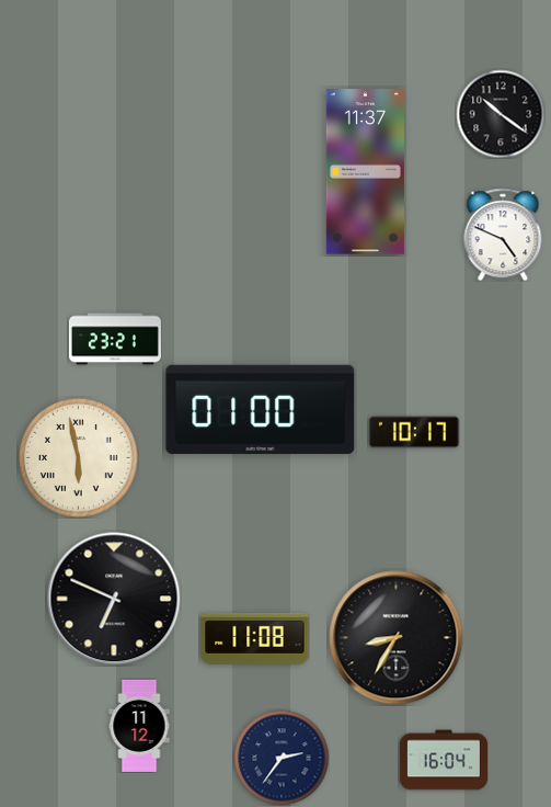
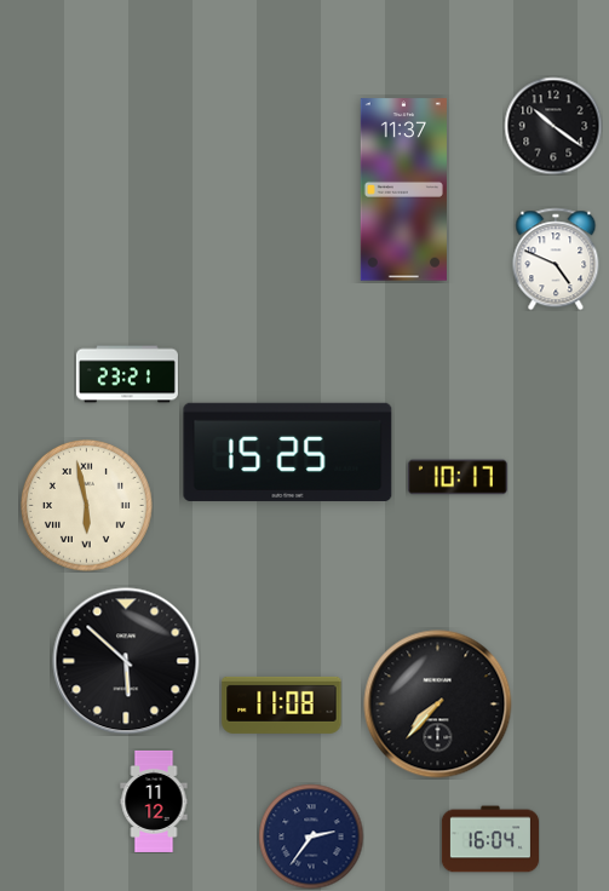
clock at (261, 409): 01:00 -> 15:25
clock at (114, 599): 6:49 -> 5:52
clock at (397, 638): 8:35 -> 7:37
